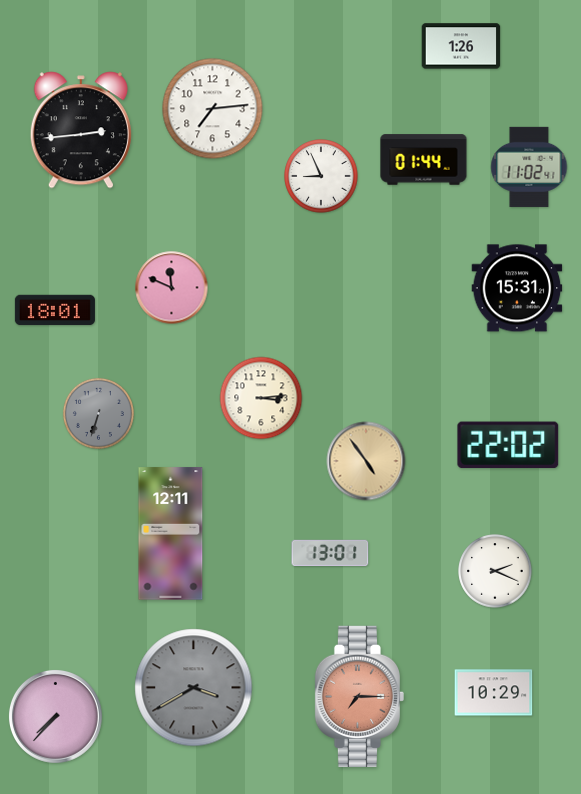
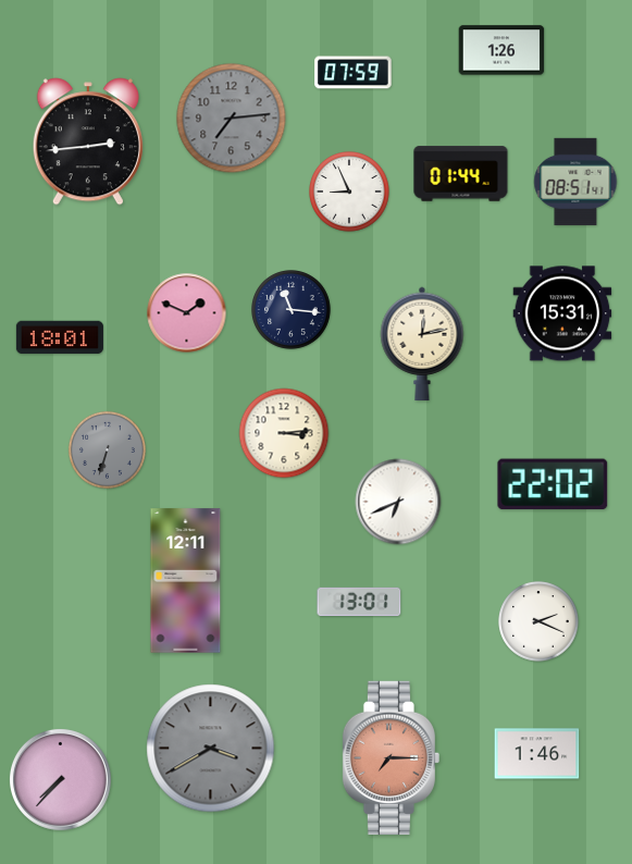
clock at (354, 73): none -> 07:59
clock at (213, 109) dial: white -> grey
clock at (529, 167): 11:02 -> 08:51
clock at (292, 310): none -> 11:16
clock at (172, 288): 11:49 -> 1:49
clock at (422, 343): none -> 12:13
clock at (366, 461): 4:54 -> 6:41
clock at (366, 461) dial: champagne -> white
clock at (494, 693): 10:29 -> 1:46
